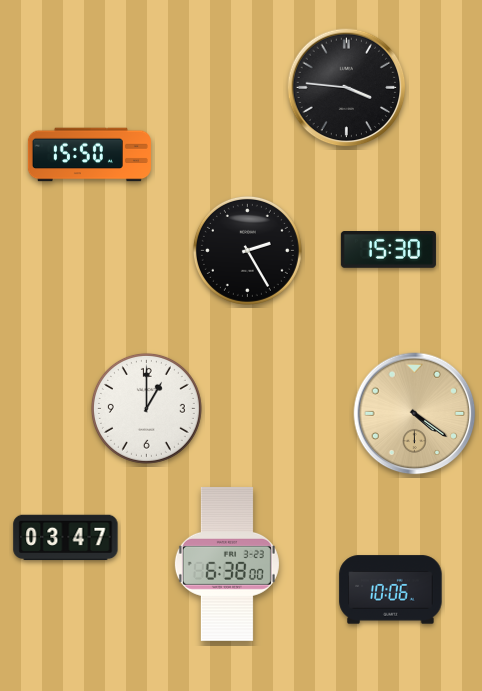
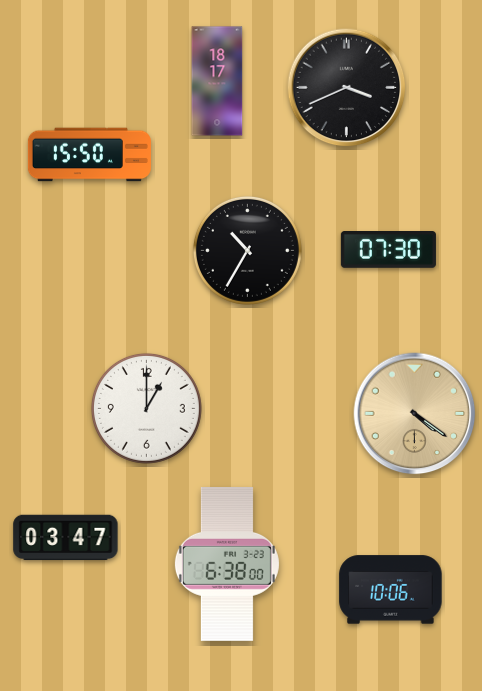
clock at (217, 81): none -> 18:17
clock at (347, 88): 3:46 -> 3:41
clock at (247, 250): 2:25 -> 10:35
clock at (388, 250): 15:30 -> 07:30
